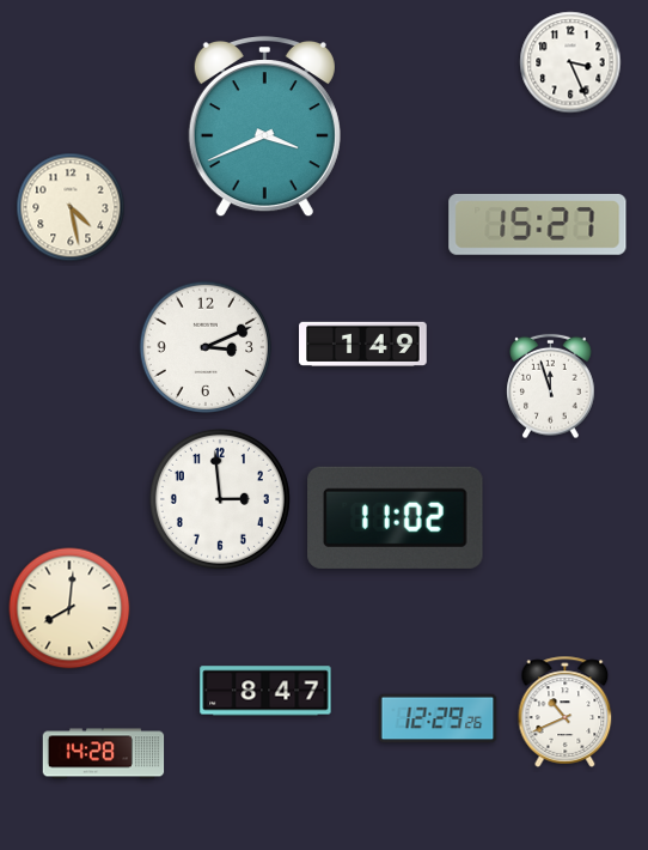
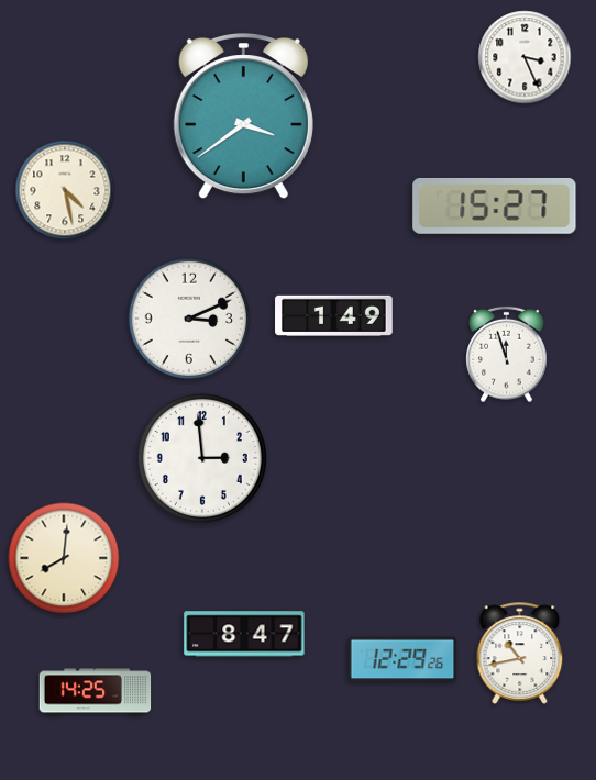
clock at (264, 128): 3:41 -> 3:39
clock at (396, 517): 11:02 -> none
clock at (566, 711): 10:41 -> 10:43
clock at (104, 754): 14:28 -> 14:25
